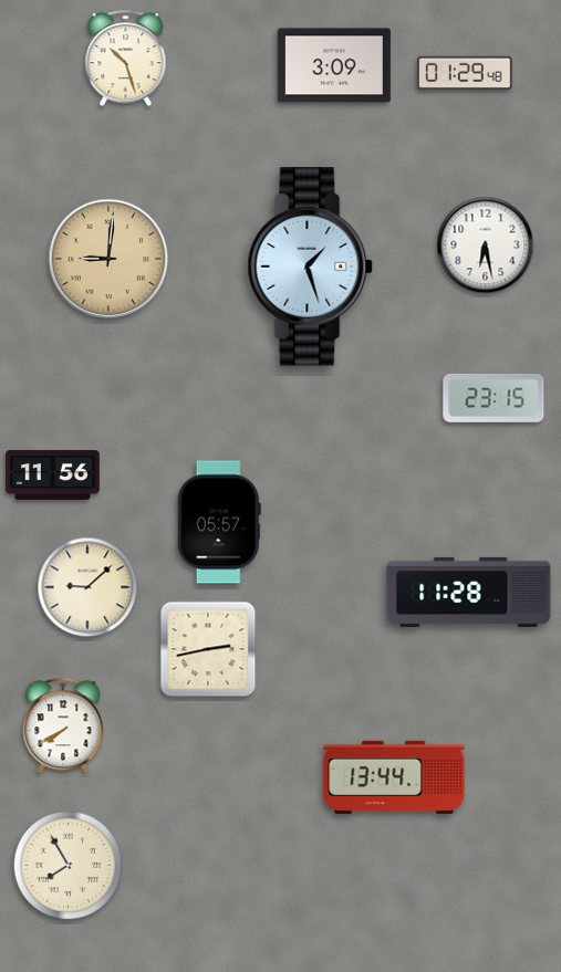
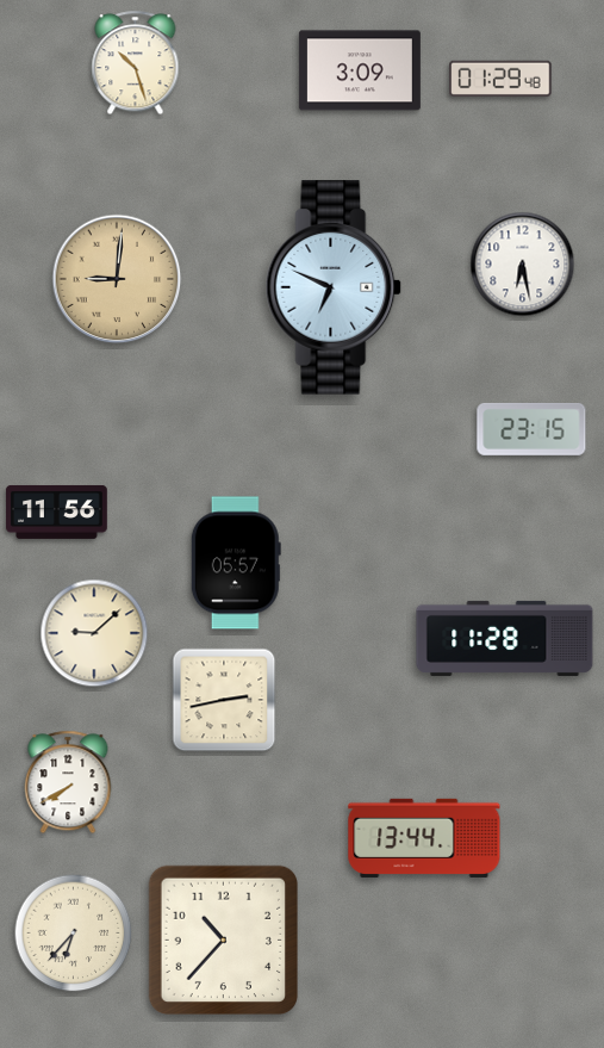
clock at (310, 266): 1:27 -> 6:49
clock at (69, 866): 7:55 -> 6:37
clock at (223, 940): none -> 10:37
